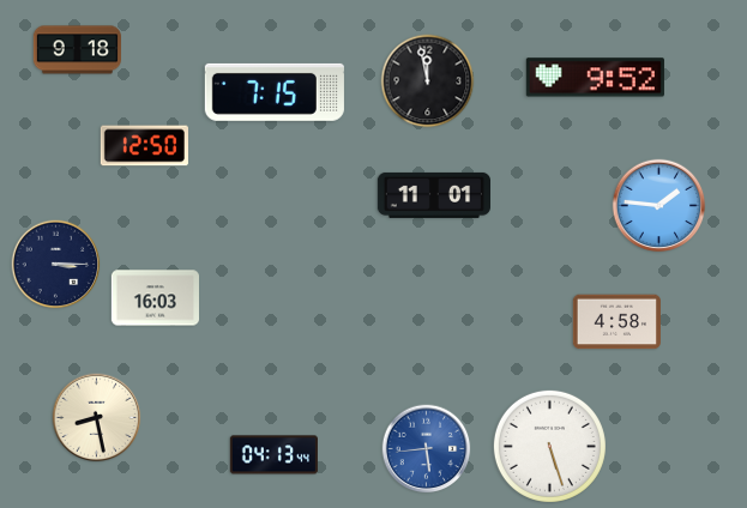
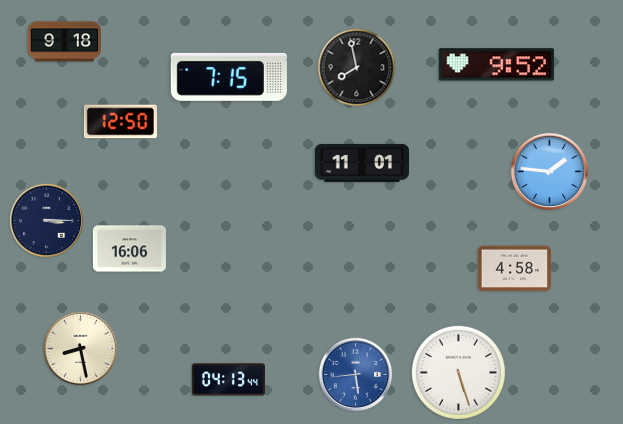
clock at (428, 81): 11:58 -> 7:58
clock at (155, 298): 16:03 -> 16:06
